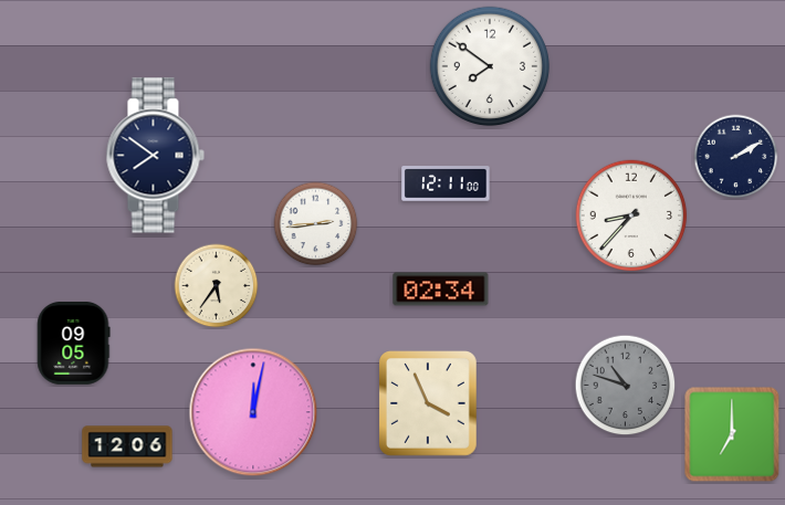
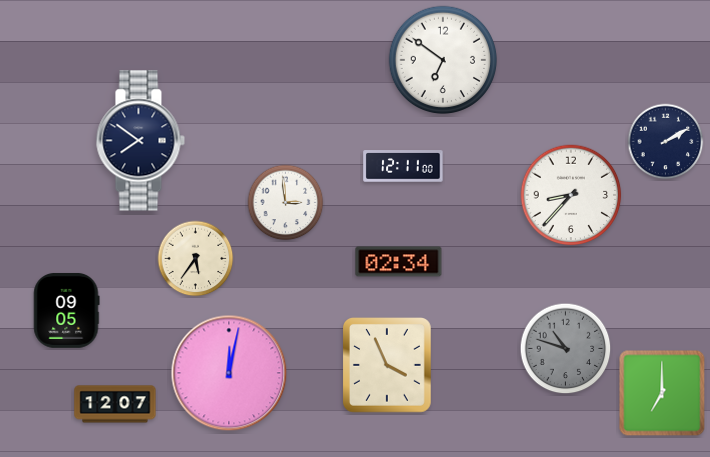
clock at (490, 66): 7:51 -> 6:51
clock at (316, 224): 2:44 -> 2:59
clock at (127, 446): 12:06 -> 12:07
